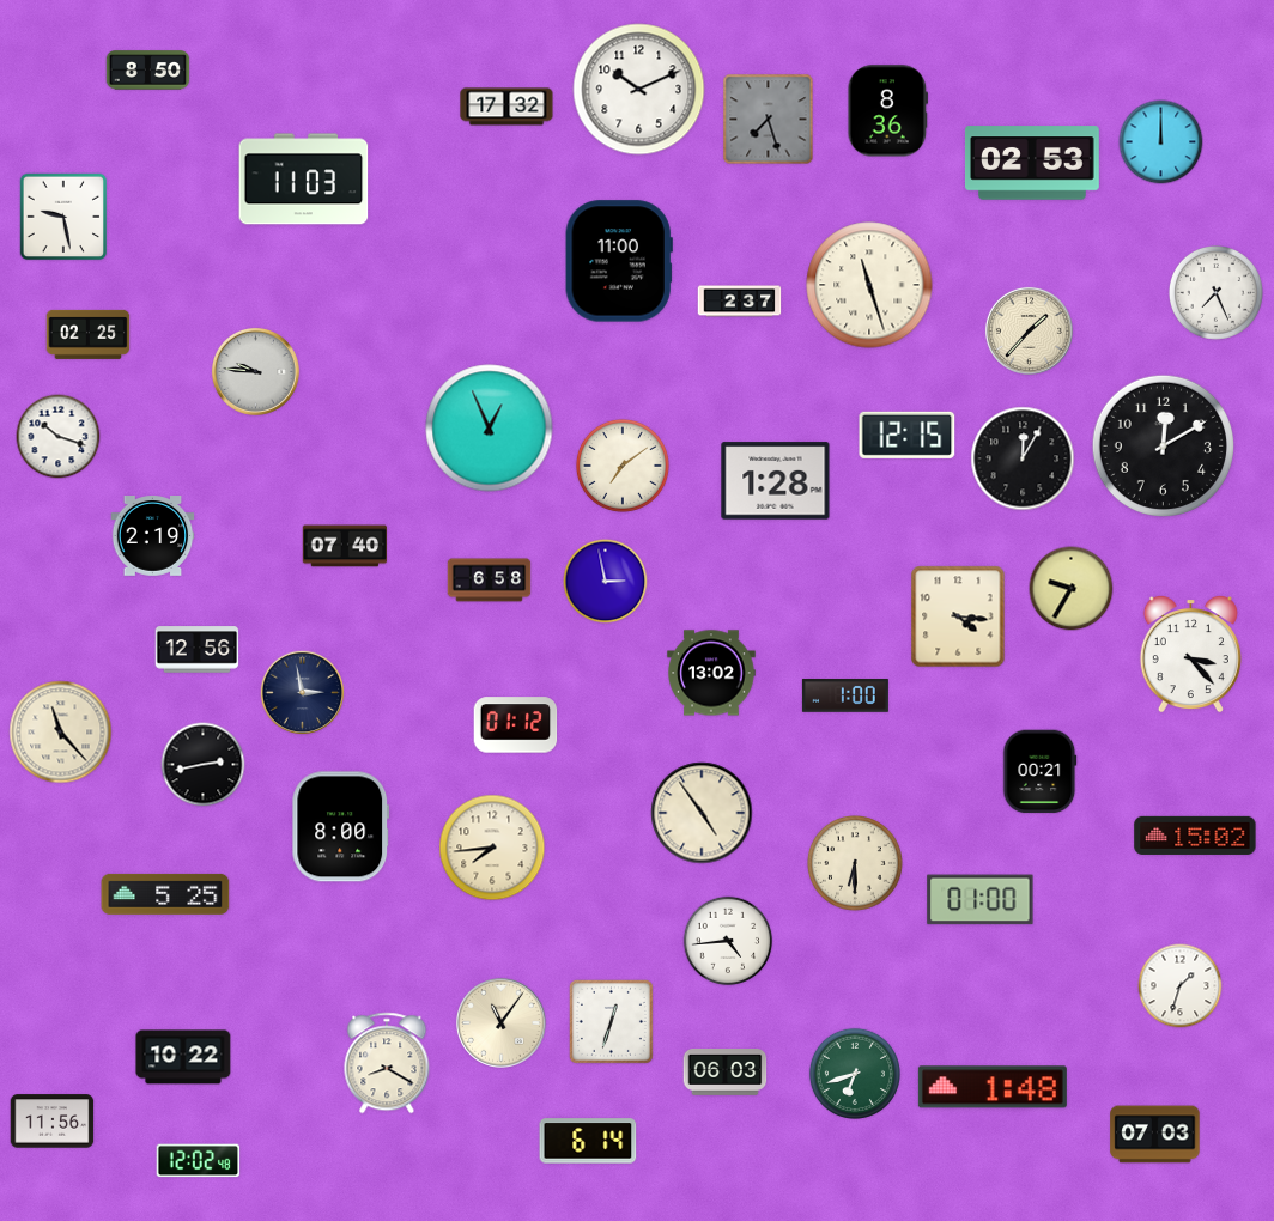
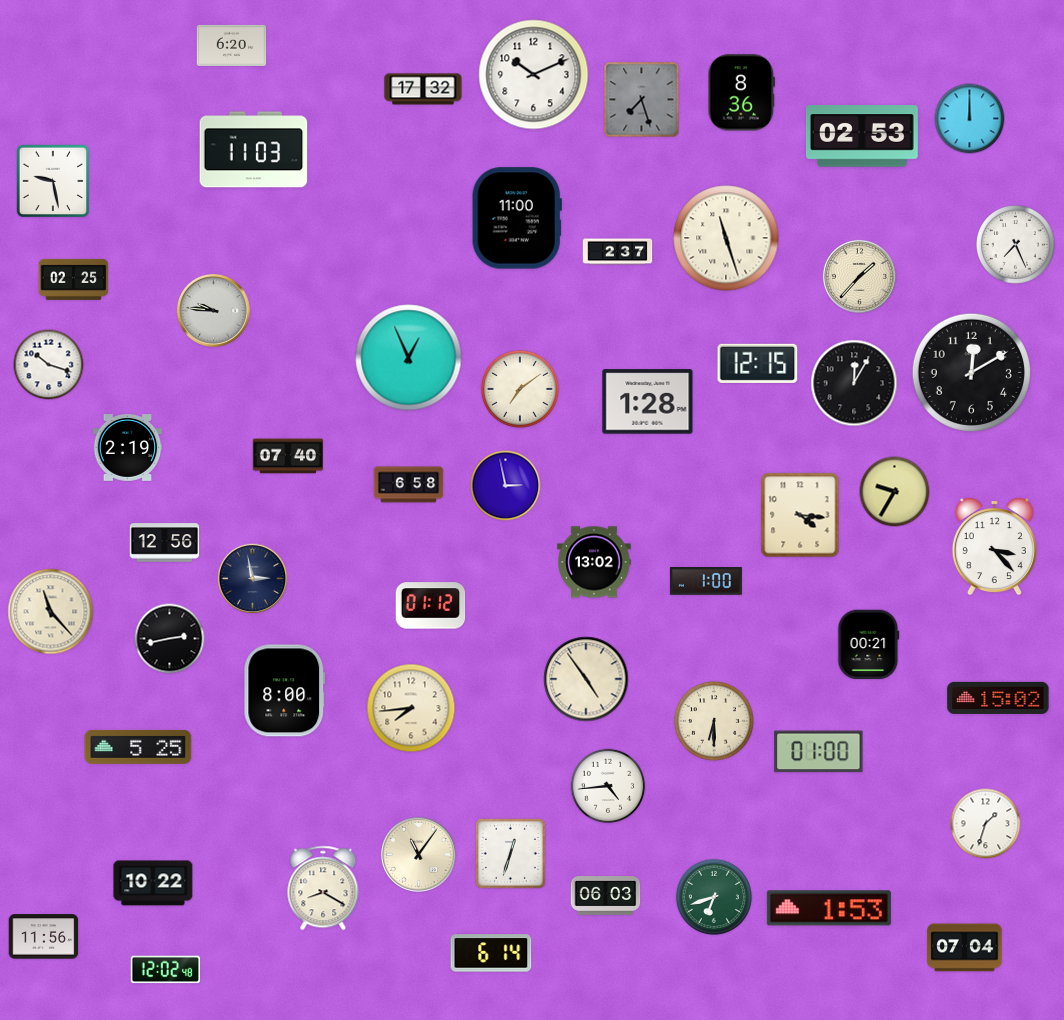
clock at (232, 45): none -> 6:20
clock at (148, 71): 8:50 -> none
clock at (993, 1087): 1:48 -> 1:53
clock at (1155, 1135): 07:03 -> 07:04
